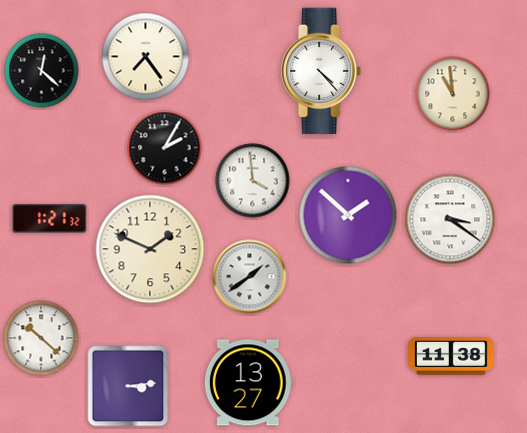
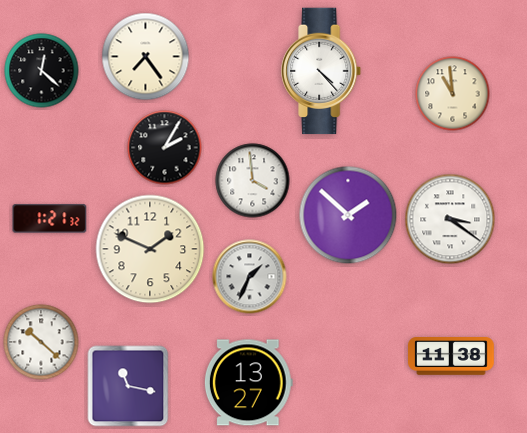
clock at (250, 277): 1:39 -> 1:34
clock at (41, 338) position: (41, 338) -> (41, 342)
clock at (128, 386): 3:14 -> 11:17
